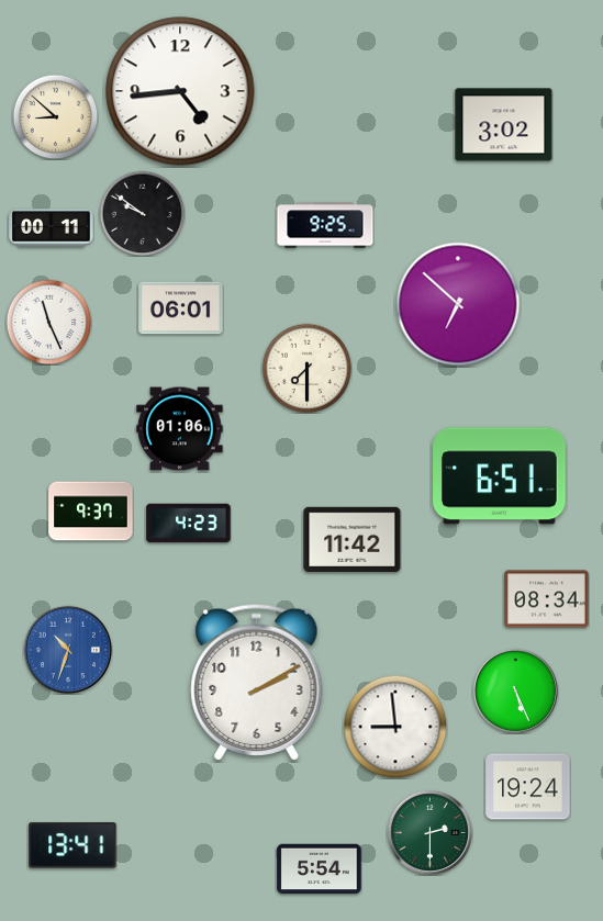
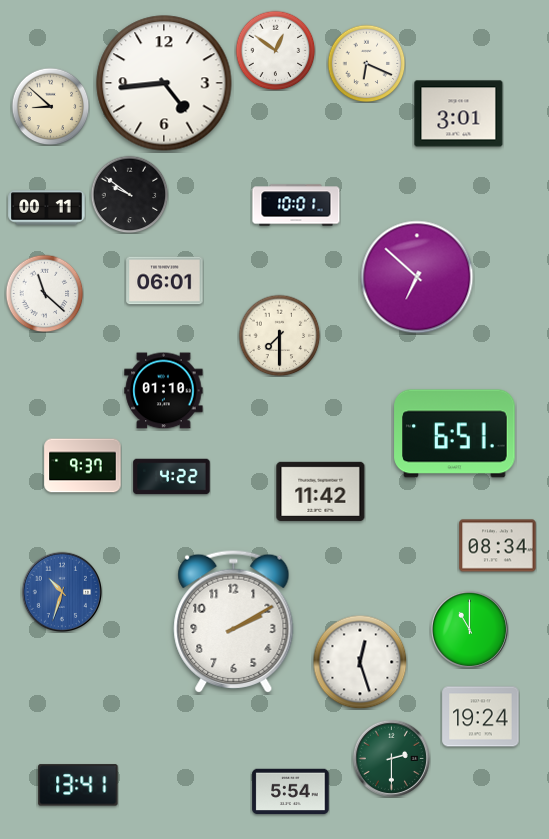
clock at (275, 50): none -> 12:51
clock at (366, 63): none -> 6:19
clock at (504, 125): 3:02 -> 3:01
clock at (325, 225): 9:25 -> 10:01
clock at (48, 322): 11:26 -> 11:22
clock at (180, 429): 01:06 -> 01:10
clock at (189, 524): 4:23 -> 4:22
clock at (515, 690): 5:26 -> 11:00
clock at (395, 727): 8:59 -> 12:27
clock at (72, 845) position: (72, 845) -> (78, 785)
